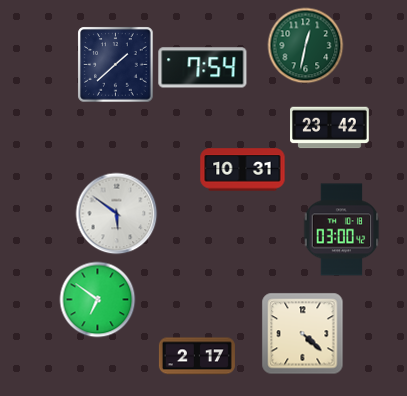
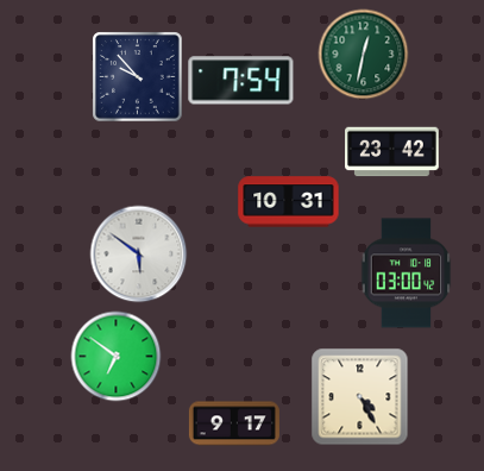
clock at (116, 65): 1:38 -> 9:53
clock at (303, 334): 4:22 -> 4:25
clock at (197, 356): 2:17 -> 9:17
